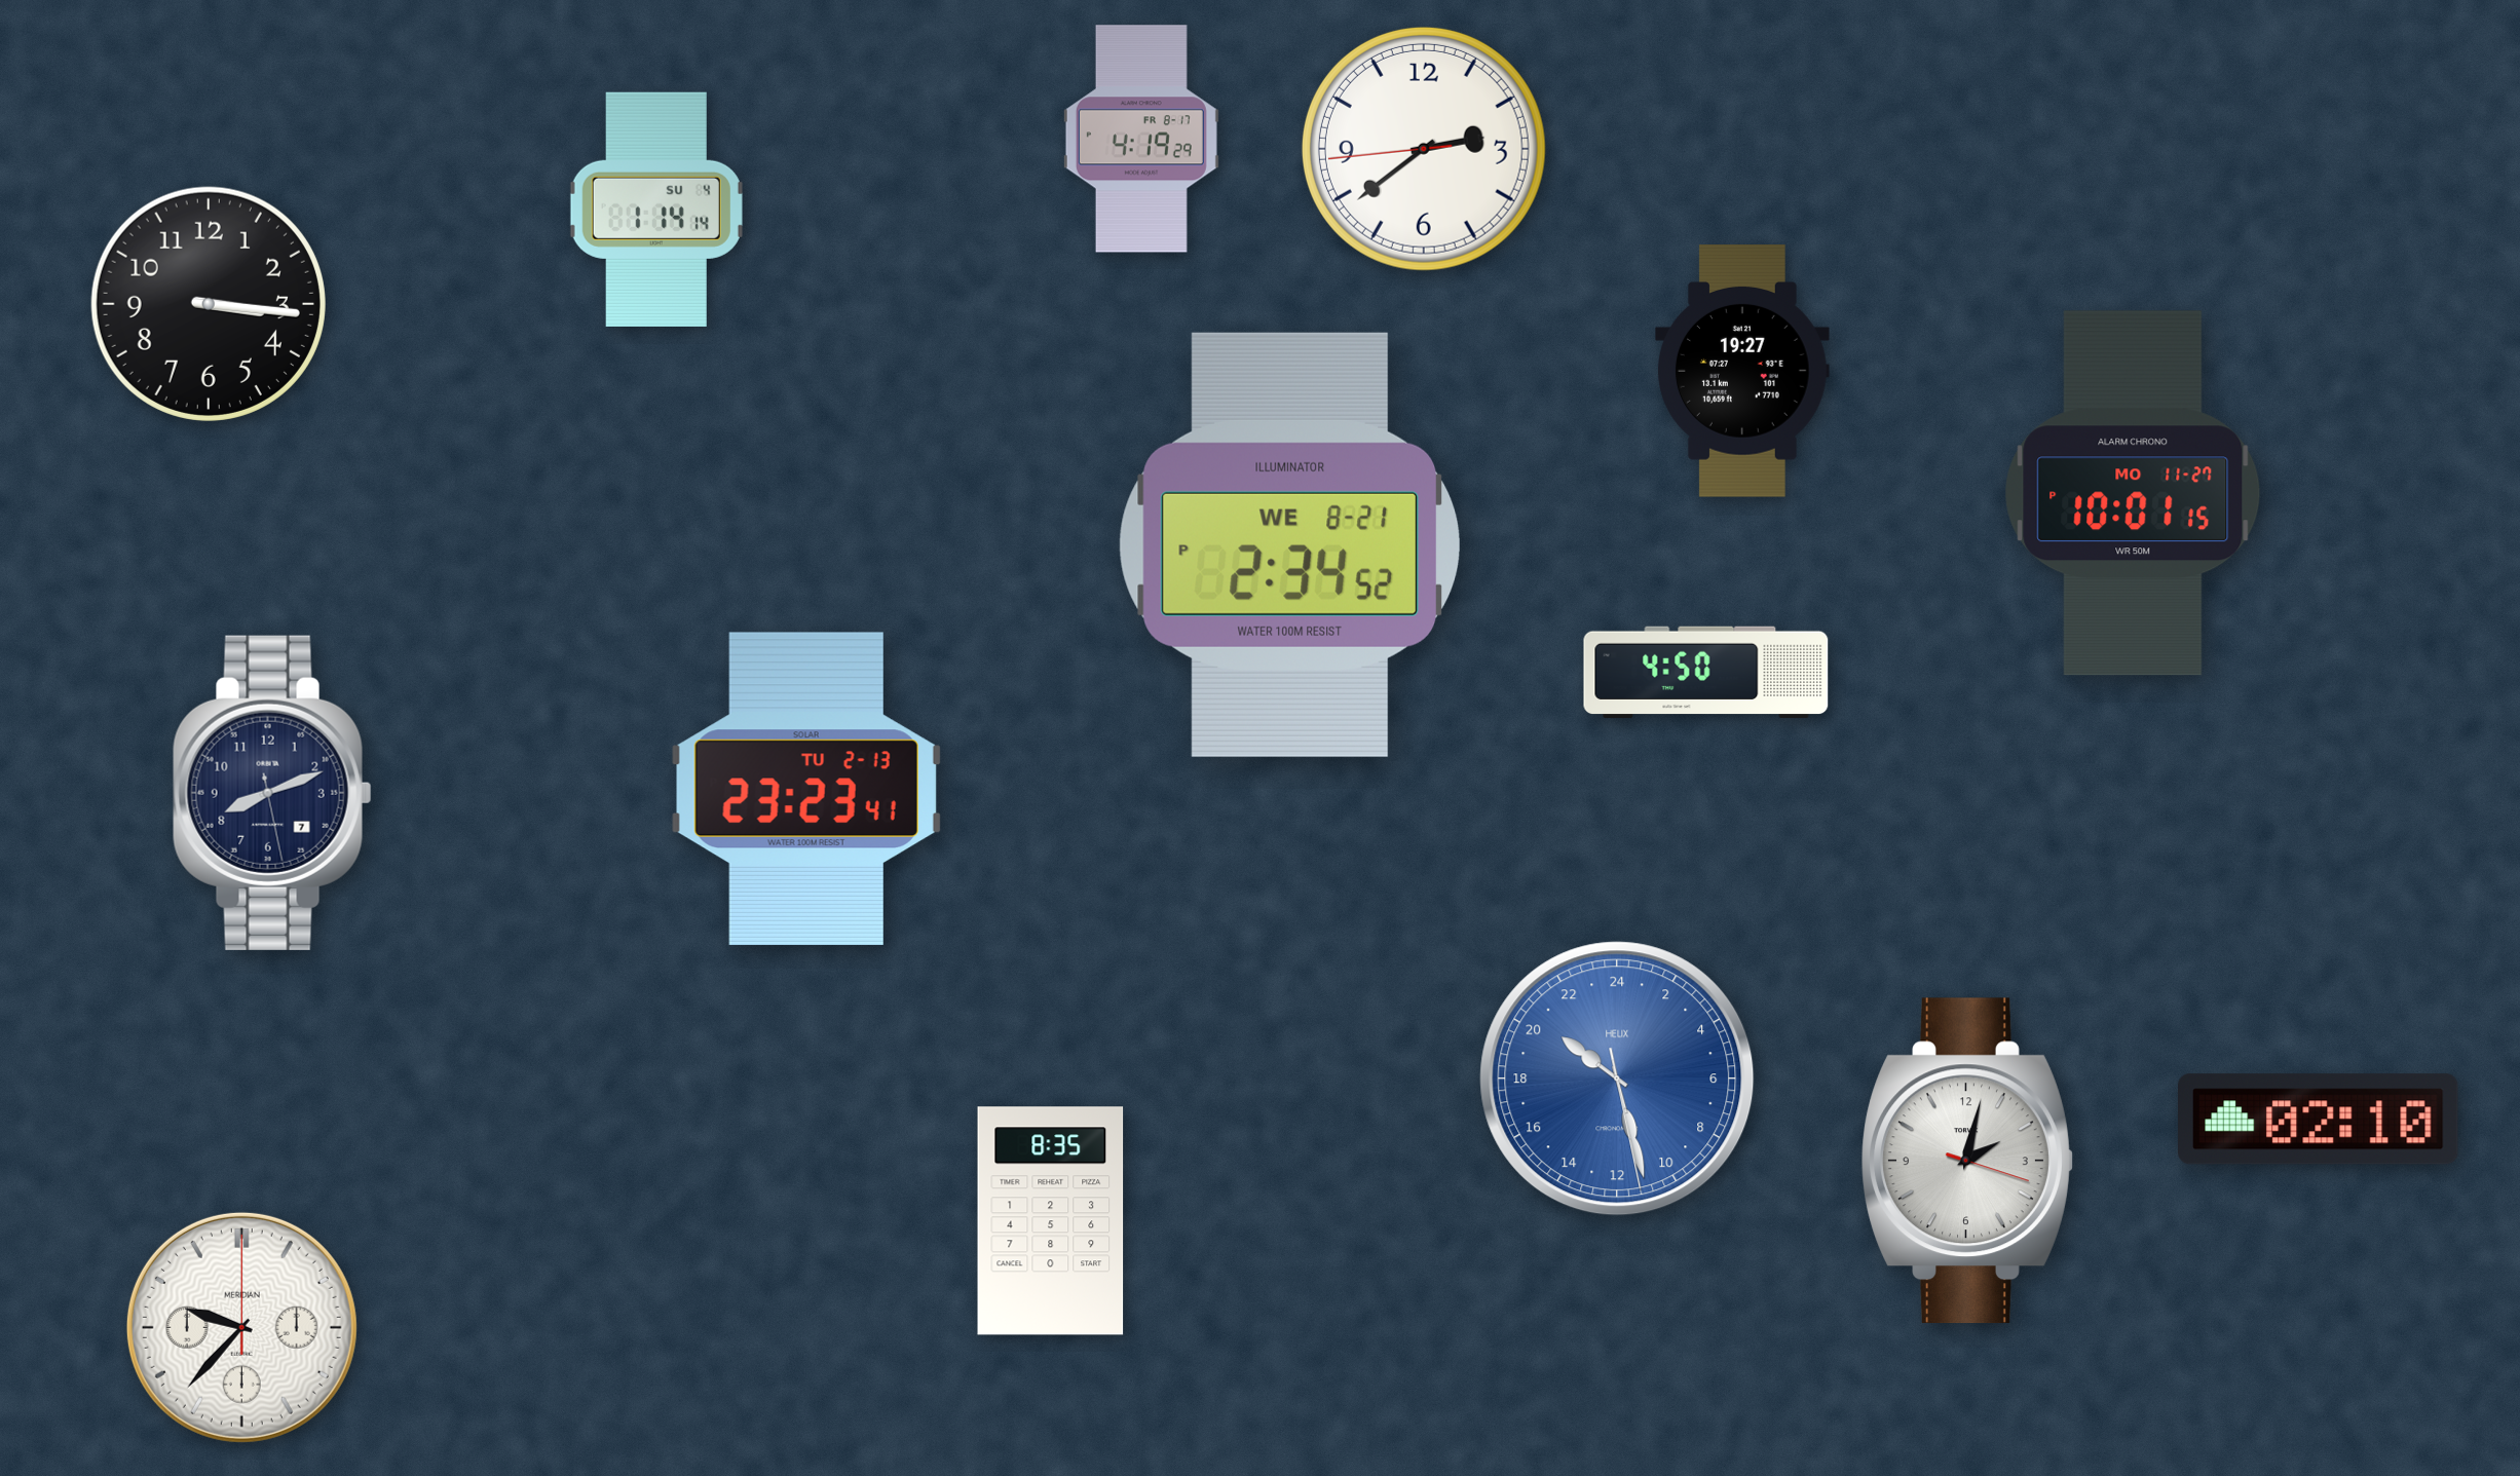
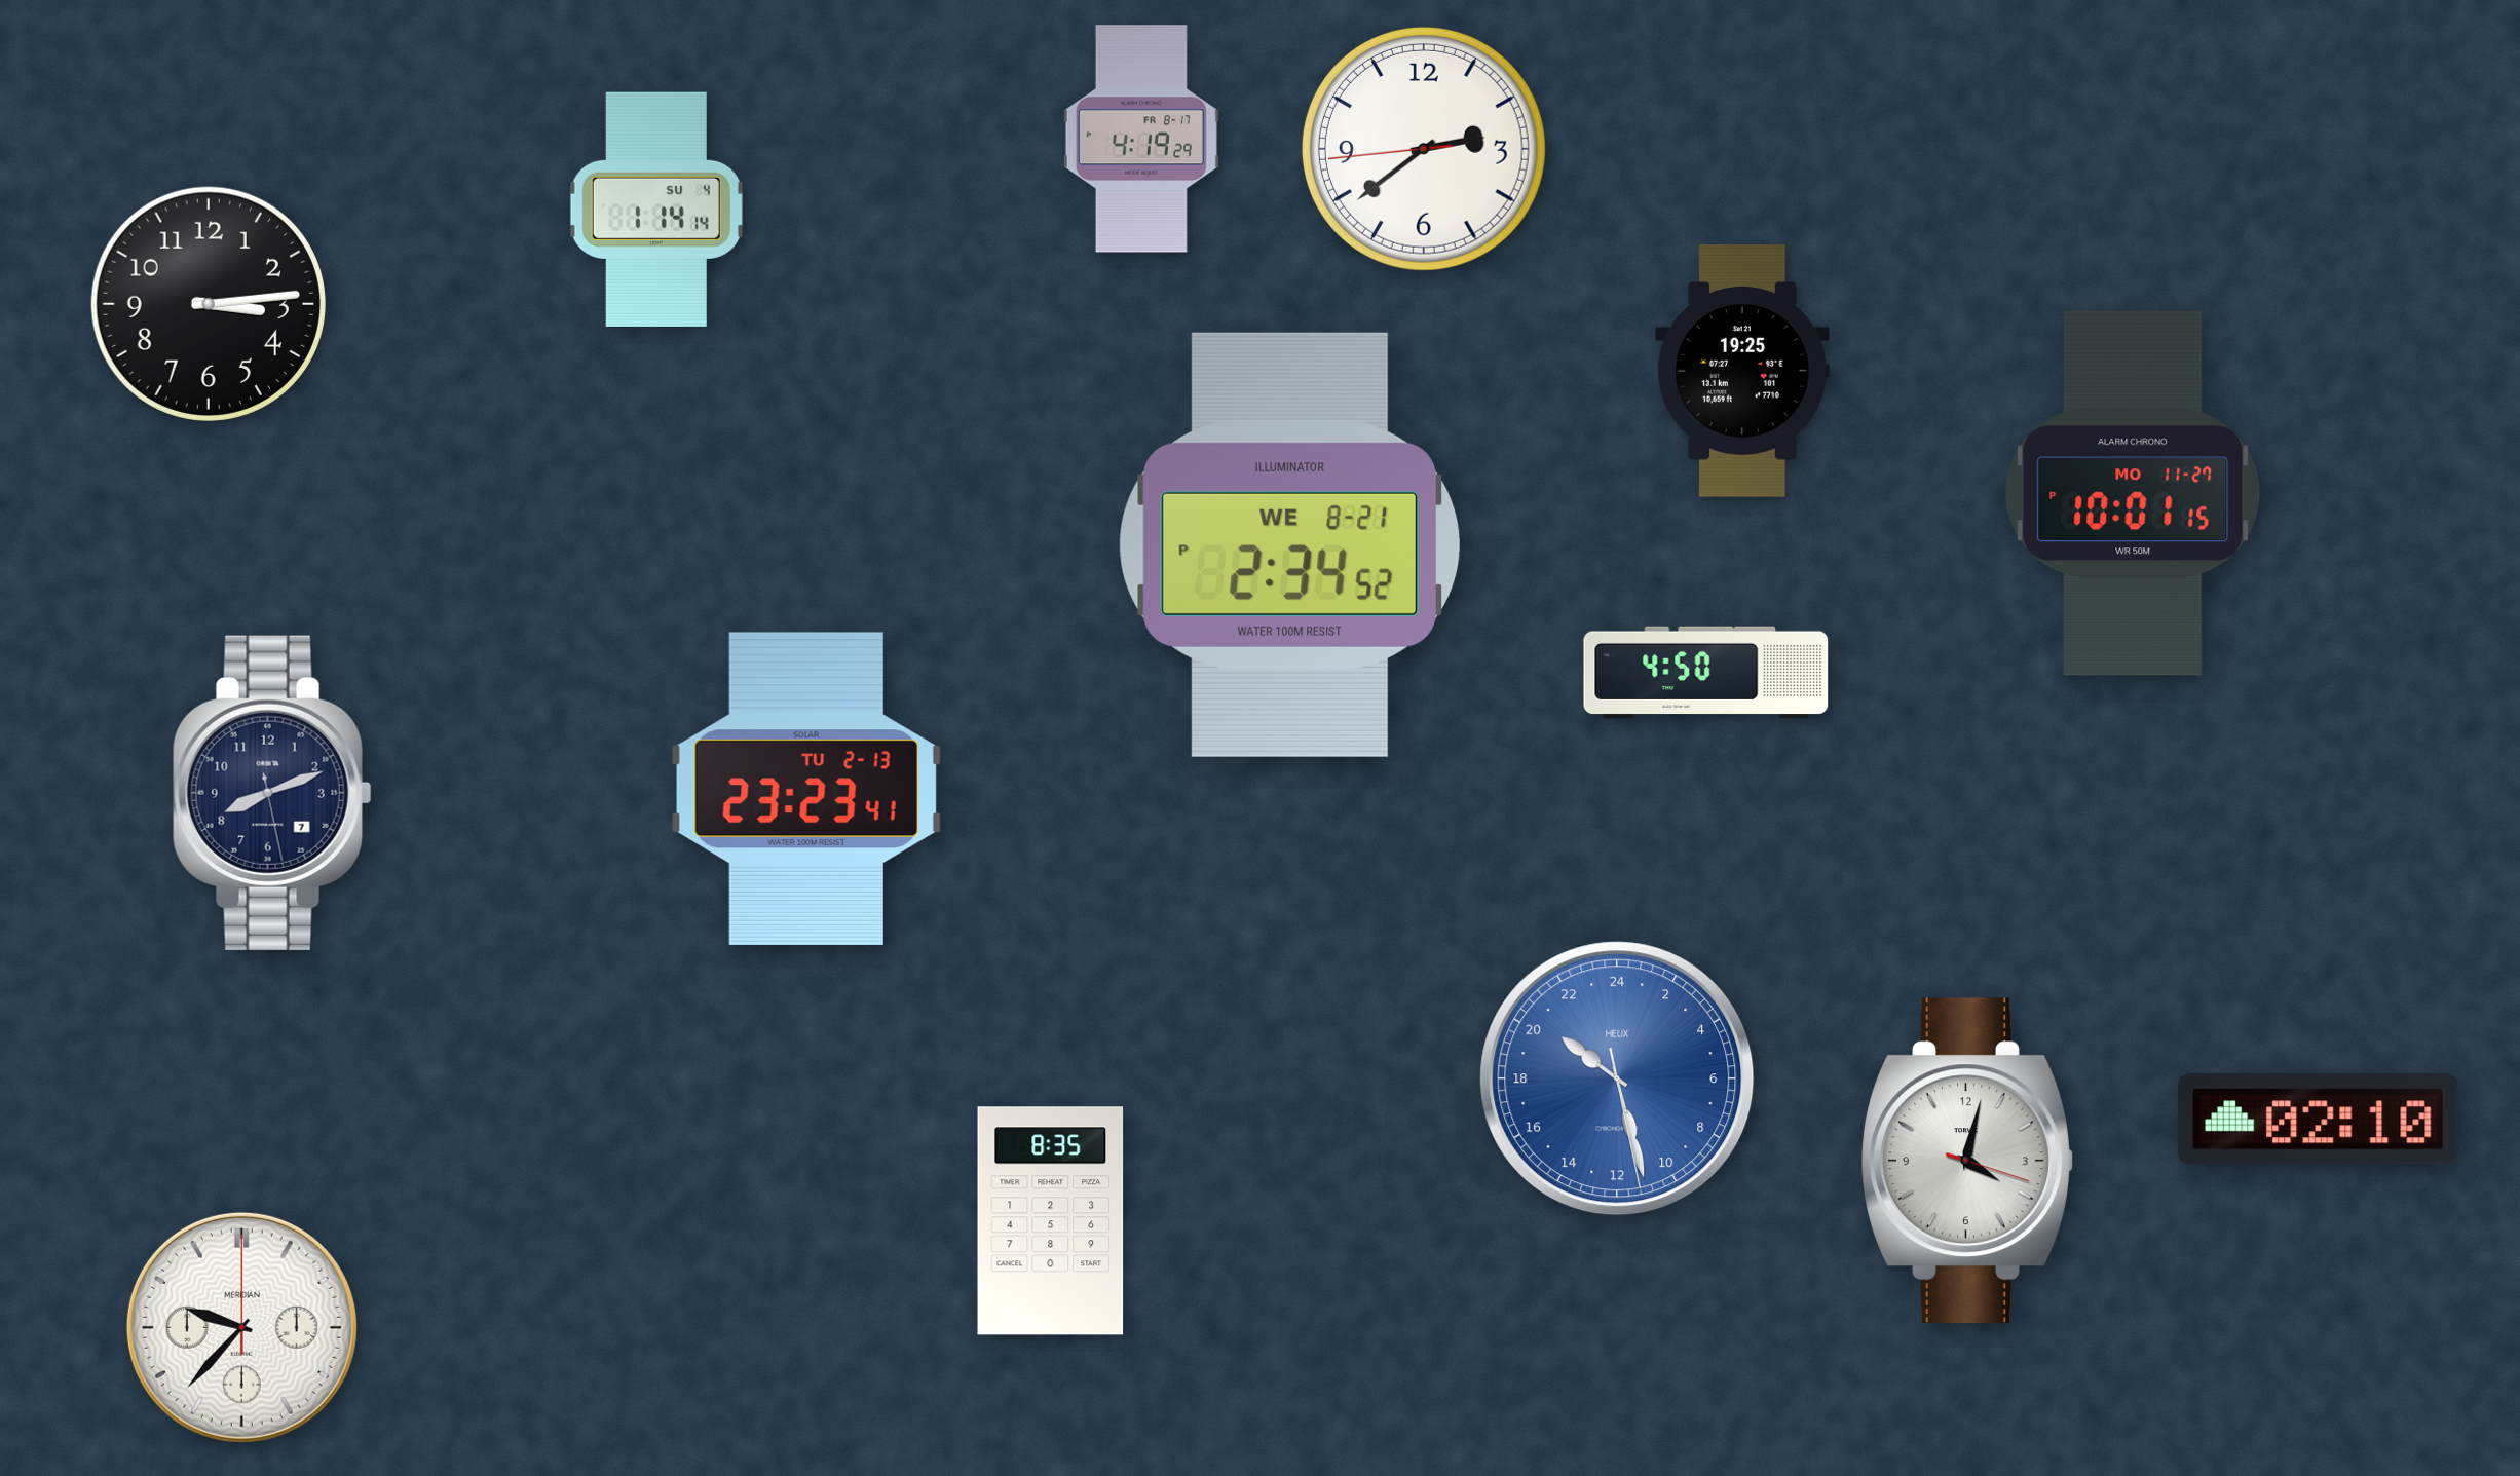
clock at (209, 304): 3:16 -> 3:14
clock at (1743, 371): 19:27 -> 19:25
clock at (1967, 1161): 2:02 -> 4:02
